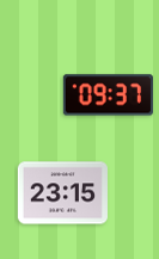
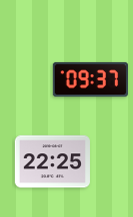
clock at (62, 193): 23:15 -> 22:25
